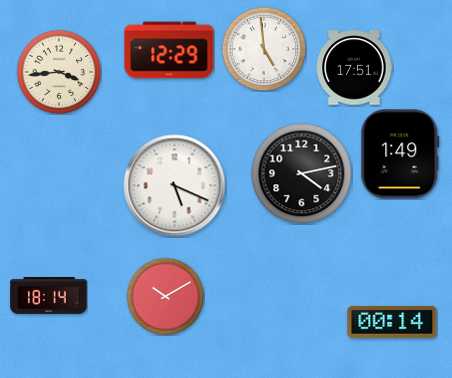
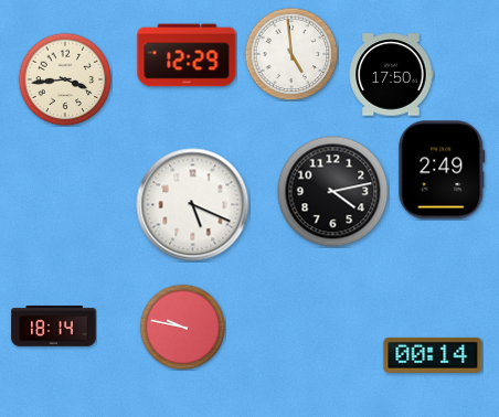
clock at (354, 68): 17:51 -> 17:50
clock at (400, 154): 1:49 -> 2:49
clock at (165, 296): 10:10 -> 9:47
